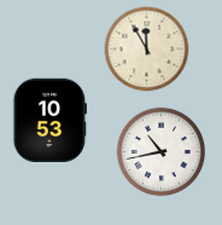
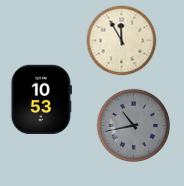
clock at (162, 152) dial: white -> grey
